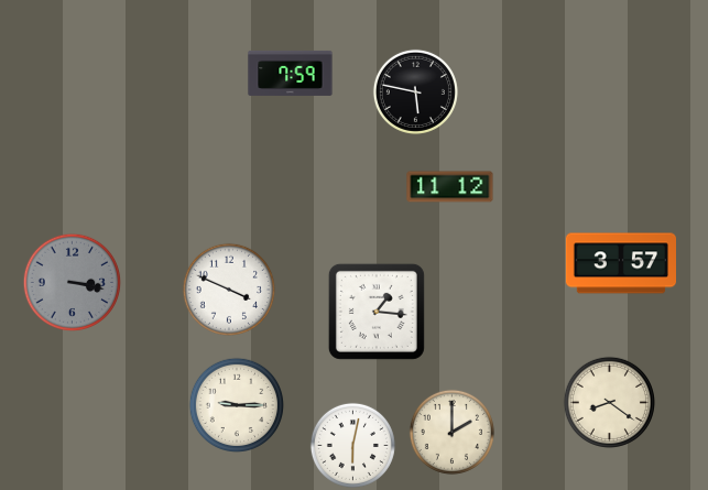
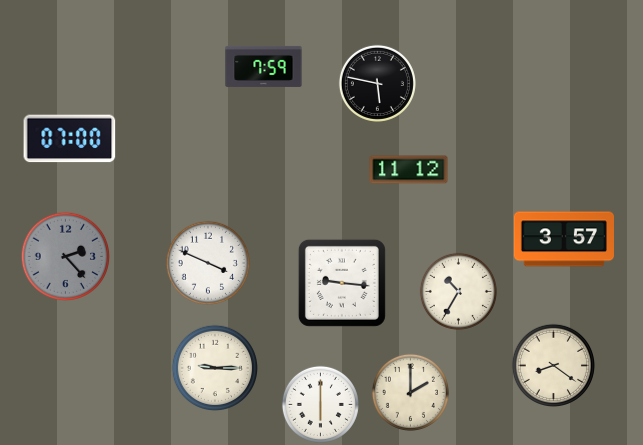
clock at (70, 139): none -> 07:00
clock at (72, 282): 3:17 -> 2:23
clock at (377, 312): 1:16 -> 9:16
clock at (458, 291): none -> 10:35
clock at (352, 445): 6:02 -> 6:00
